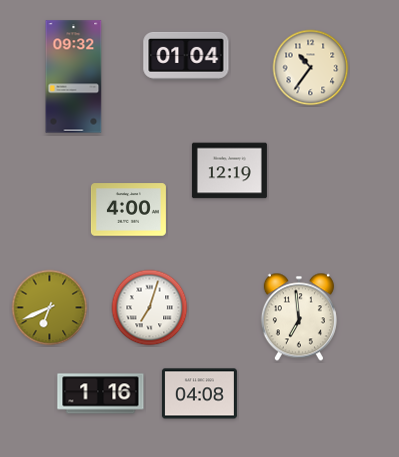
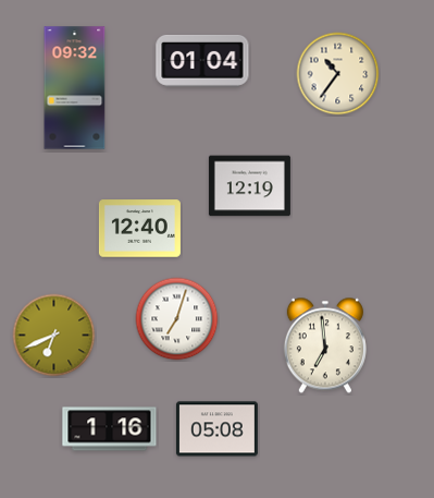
clock at (74, 77) position: (74, 77) -> (75, 88)
clock at (128, 210): 4:00 -> 12:40
clock at (150, 308) position: (150, 308) -> (177, 319)
clock at (199, 394): 04:08 -> 05:08
